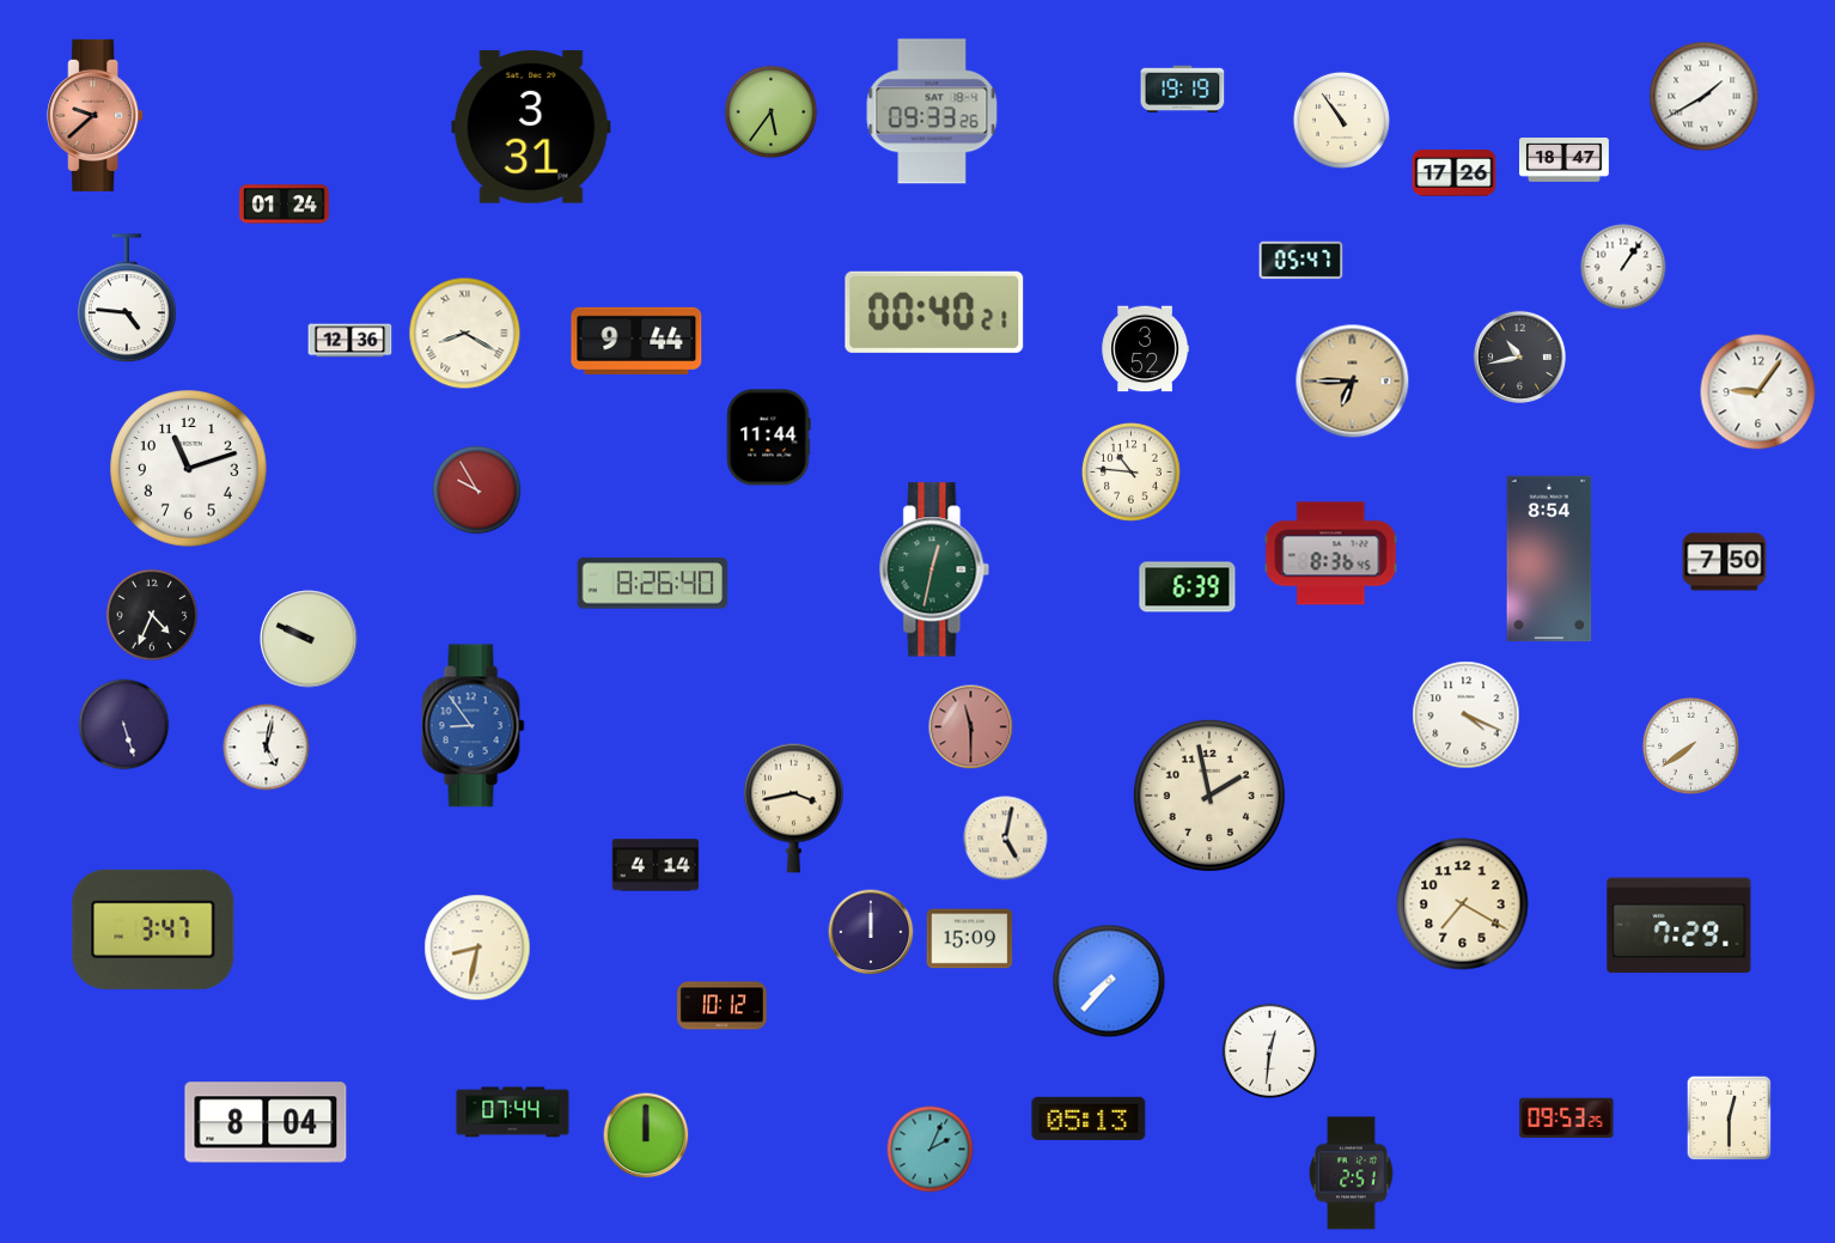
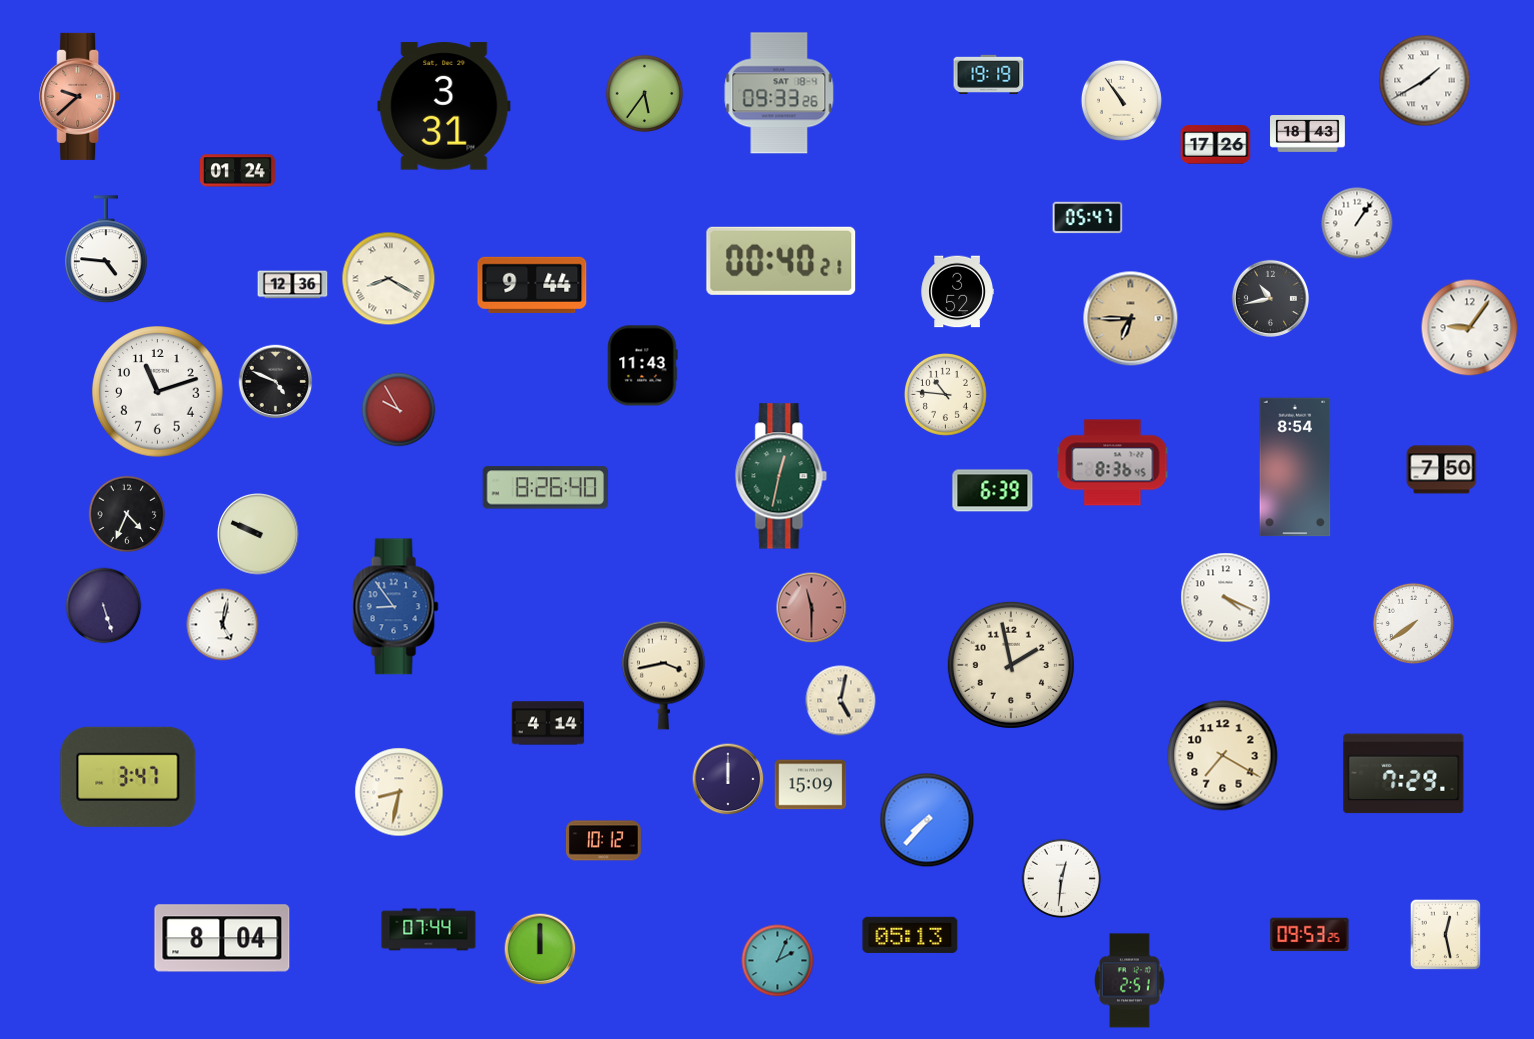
clock at (1565, 160): 18:47 -> 18:43
clock at (769, 438): 11:44 -> 11:43
clock at (276, 382): none -> 4:49
clock at (1730, 1119): 12:30 -> 12:28
